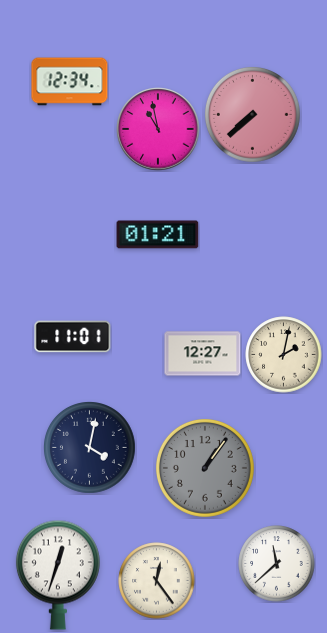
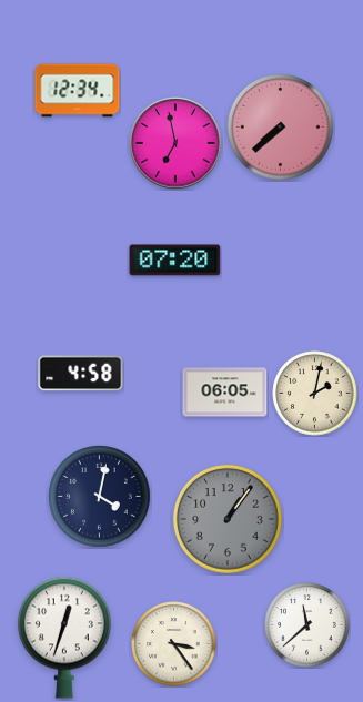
clock at (158, 129): 10:58 -> 6:58
clock at (158, 235): 01:21 -> 07:20
clock at (73, 337): 11:01 -> 4:58
clock at (203, 354): 12:27 -> 06:05
clock at (157, 581): 12:24 -> 3:24
